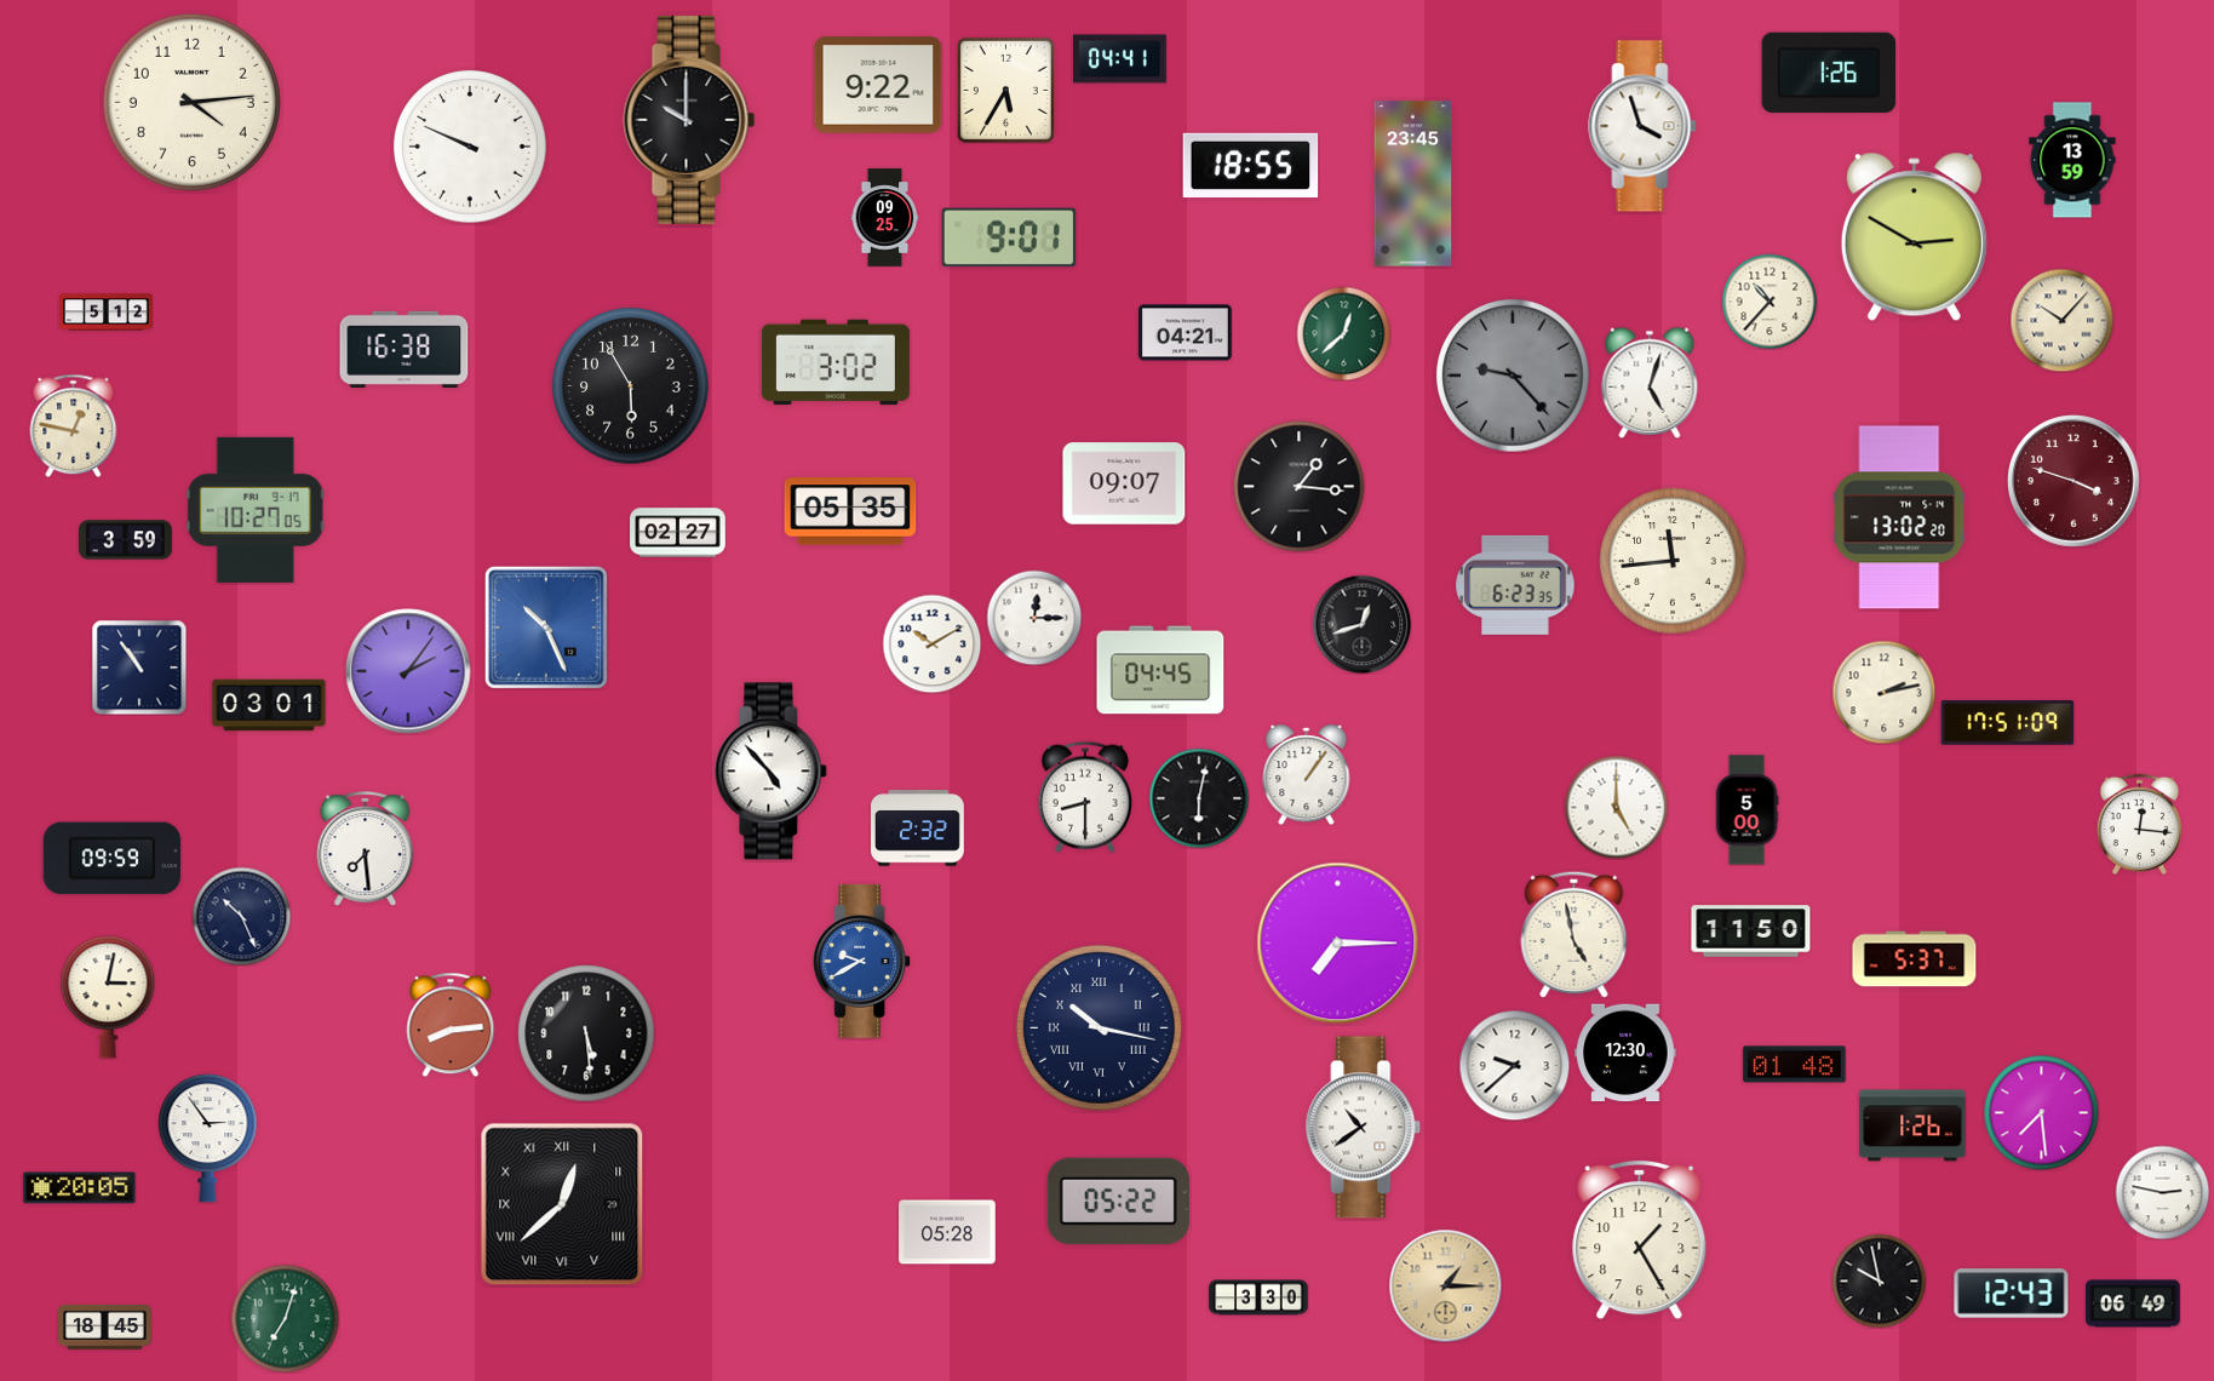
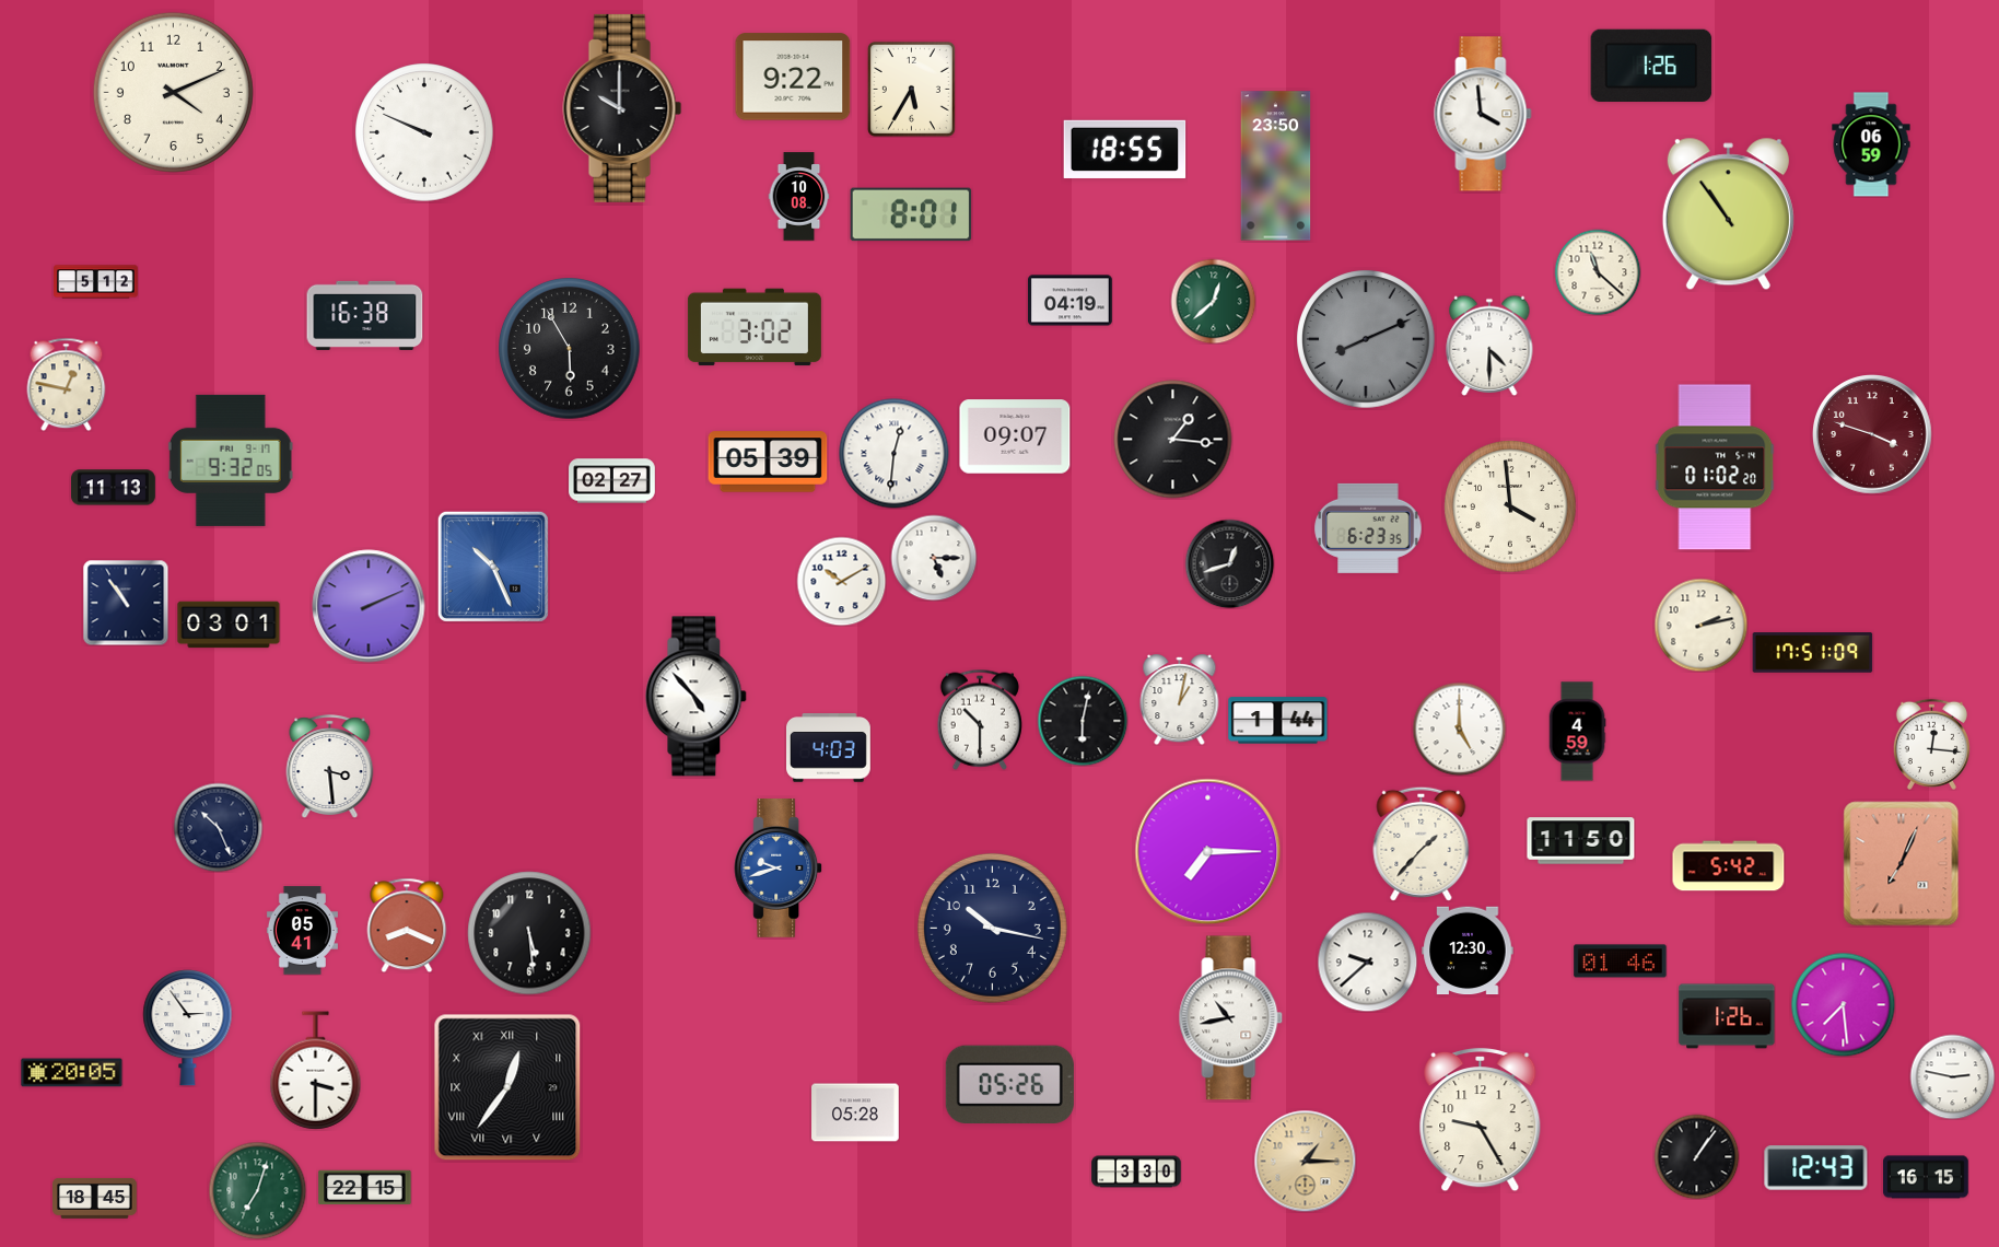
clock at (1120, 59): 04:41 -> none
clock at (1005, 90) position: (1005, 90) -> (911, 89)
clock at (191, 102): 4:14 -> 4:11
clock at (1642, 126): 3:57 -> 3:59
clock at (2072, 160): 13:59 -> 06:59
clock at (1251, 165) position: (1251, 165) -> (1125, 149)
clock at (1413, 184): 23:45 -> 23:50
clock at (885, 218): 09:25 -> 10:08
clock at (1009, 237): 9:01 -> 8:01
clock at (1914, 237): 2:50 -> 10:54
clock at (1770, 302): 10:37 -> 11:22
clock at (2061, 320): 10:07 -> none
clock at (1186, 333): 04:21 -> 04:19
clock at (1513, 376): 9:23 -> 8:11
clock at (1650, 383): 5:03 -> 4:30
clock at (895, 454): none -> 12:31
clock at (256, 510): 10:27 -> 9:32
clock at (850, 511): 05:35 -> 05:39
clock at (1899, 517): 13:02 -> 01:02
clock at (126, 540): 3:59 -> 11:13
clock at (1673, 561): 11:44 -> 3:59
clock at (1034, 618): 12:15 -> 5:15
clock at (1160, 670): 04:45 -> none
clock at (408, 671): 2:06 -> 2:11
clock at (269, 705) position: (269, 705) -> (229, 625)
clock at (1307, 775): 1:06 -> 1:02
clock at (1085, 797): 8:30 -> 10:30
clock at (1278, 721): none -> 1:44
clock at (1746, 810): 5:00 -> 4:59
clock at (918, 829): 2:32 -> 4:03
clock at (366, 848): 7:29 -> 3:29
clock at (111, 859): 09:59 -> none
clock at (1575, 934): 4:58 -> 1:37
clock at (1902, 864): none -> 7:04
clock at (1915, 959): 5:37 -> 5:42
clock at (862, 962): 9:40 -> 9:42
clock at (108, 997): 3:02 -> none
clock at (451, 1025): 8:14 -> 8:19
clock at (1099, 1027) numerals: Roman -> Arabic
clock at (302, 931): none -> 05:41
clock at (1795, 1065): 01:48 -> 01:46
clock at (1364, 1128): 10:39 -> 10:43
clock at (316, 1071): none -> 3:30
clock at (1118, 1202): 05:22 -> 05:26
clock at (562, 1204): 12:38 -> 12:36
clock at (1640, 1240): 1:25 -> 9:25
clock at (1879, 1280): 9:58 -> 1:06
clock at (2134, 1303): 06:49 -> 16:15
clock at (365, 1188): none -> 22:15
